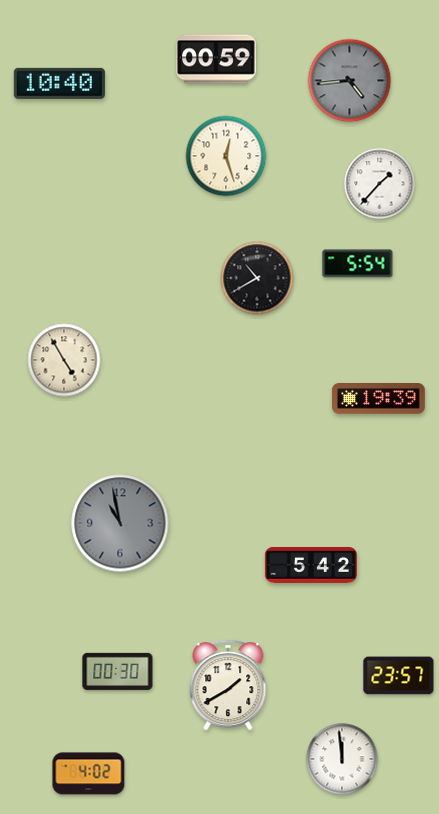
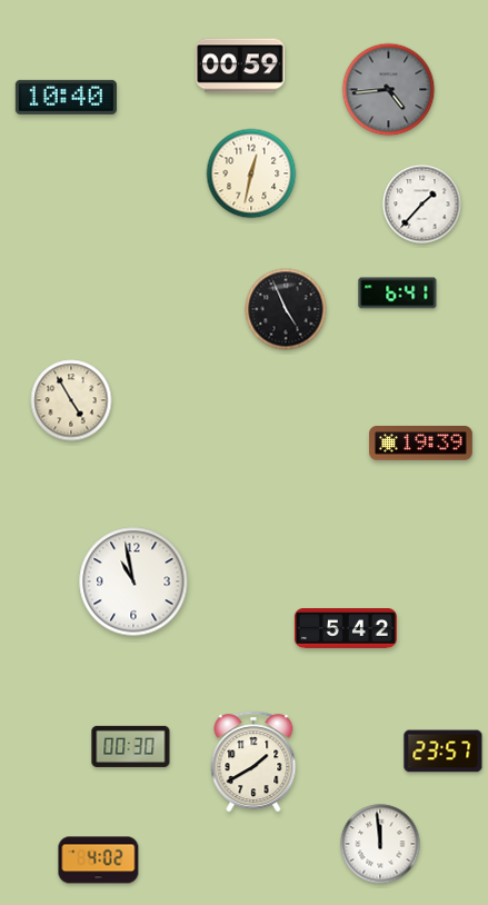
clock at (59, 83) position: (59, 83) -> (66, 97)
clock at (226, 156): 12:27 -> 12:32
clock at (358, 264): 5:54 -> 6:41
clock at (257, 278): 10:40 -> 4:56
clock at (120, 523) dial: grey -> white
